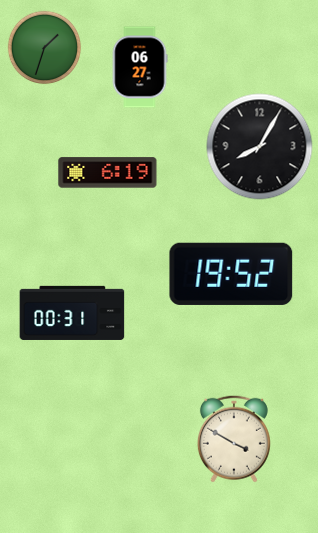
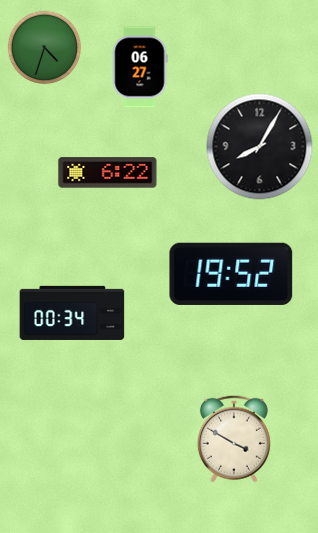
clock at (45, 48): 1:33 -> 4:33
clock at (108, 173): 6:19 -> 6:22
clock at (72, 313): 00:31 -> 00:34
